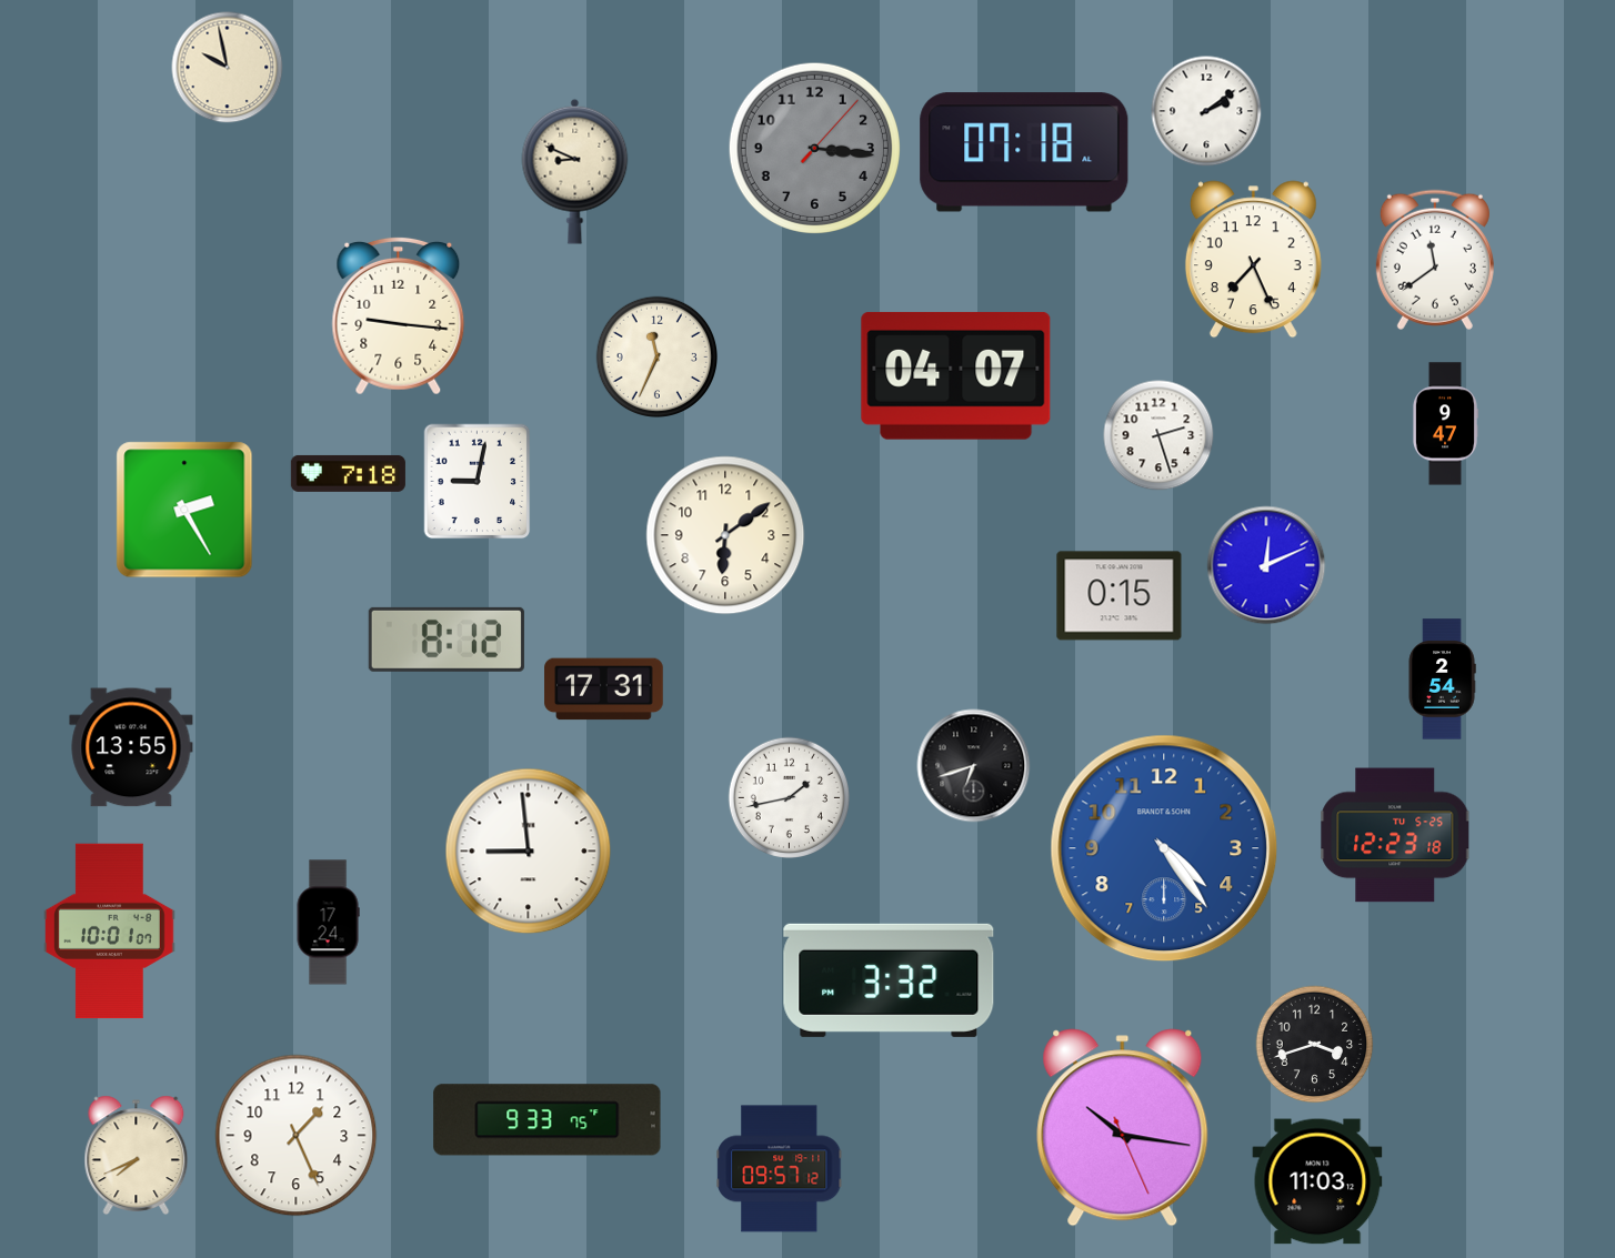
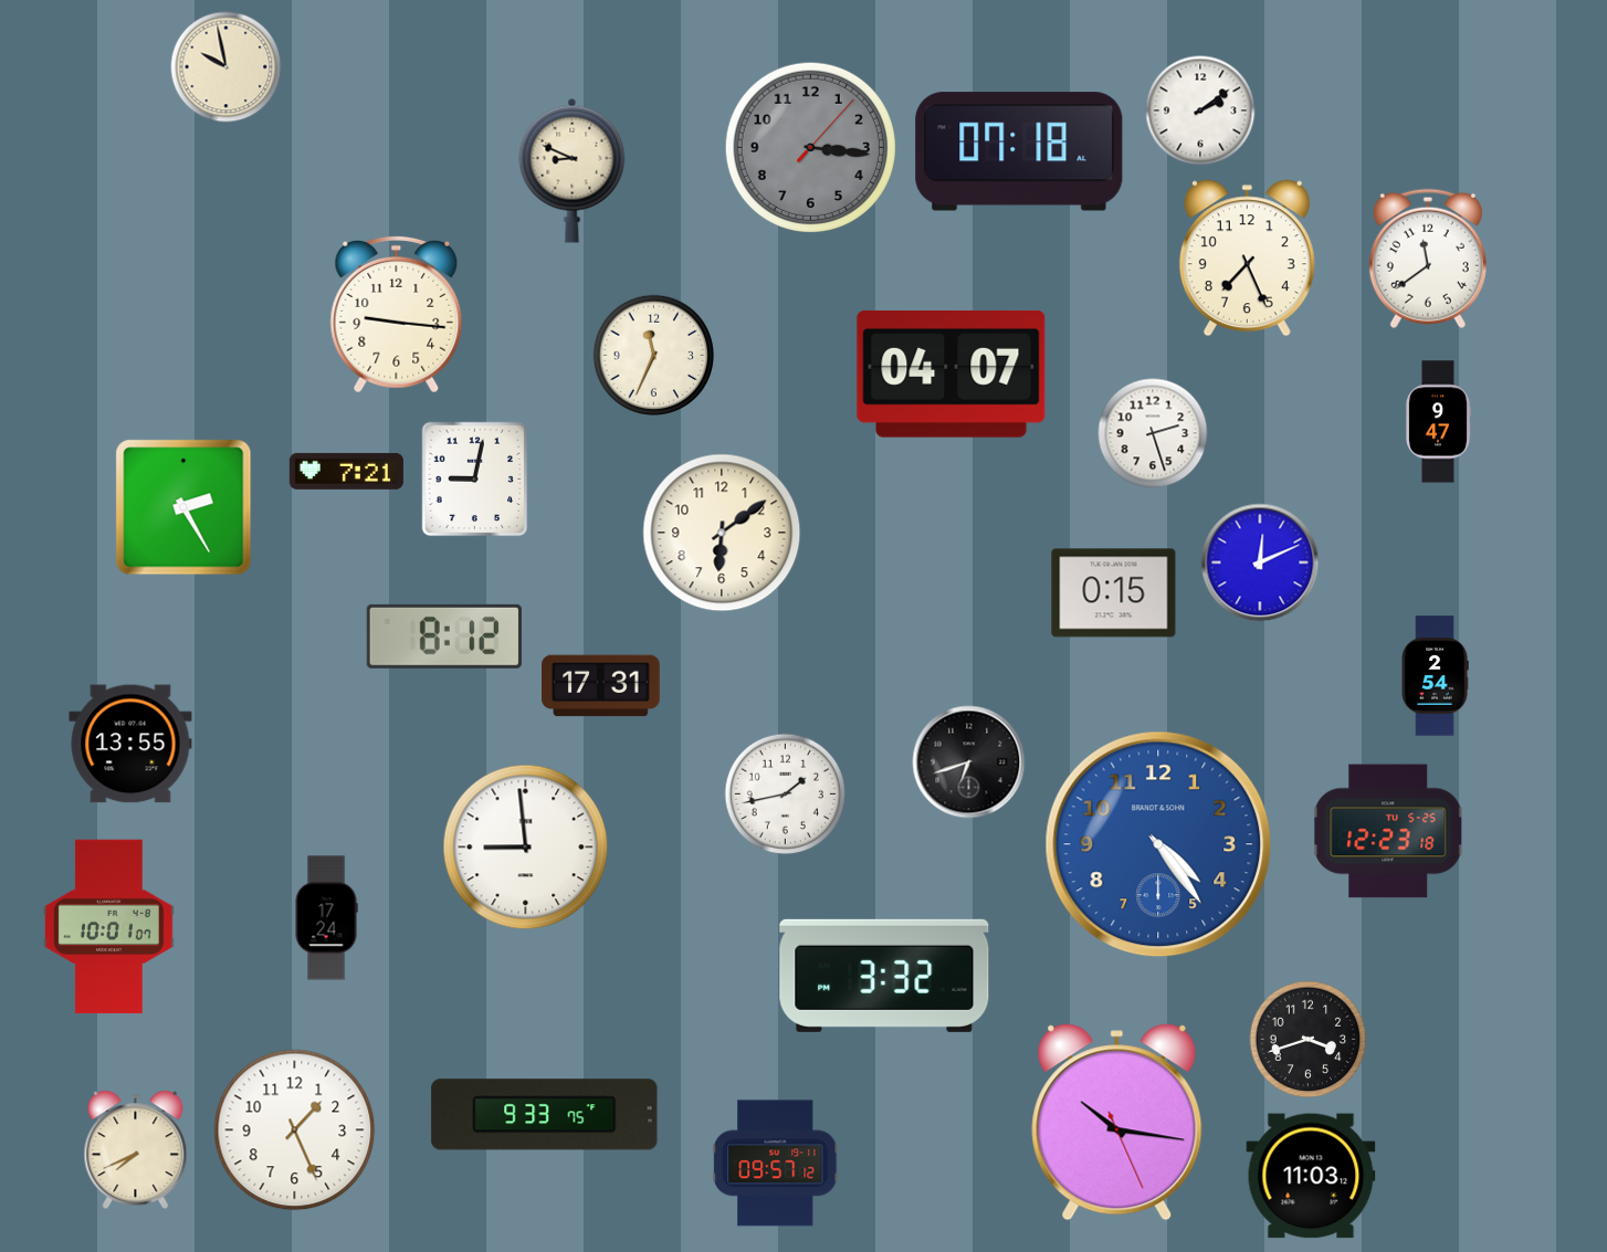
clock at (348, 473): 7:18 -> 7:21
